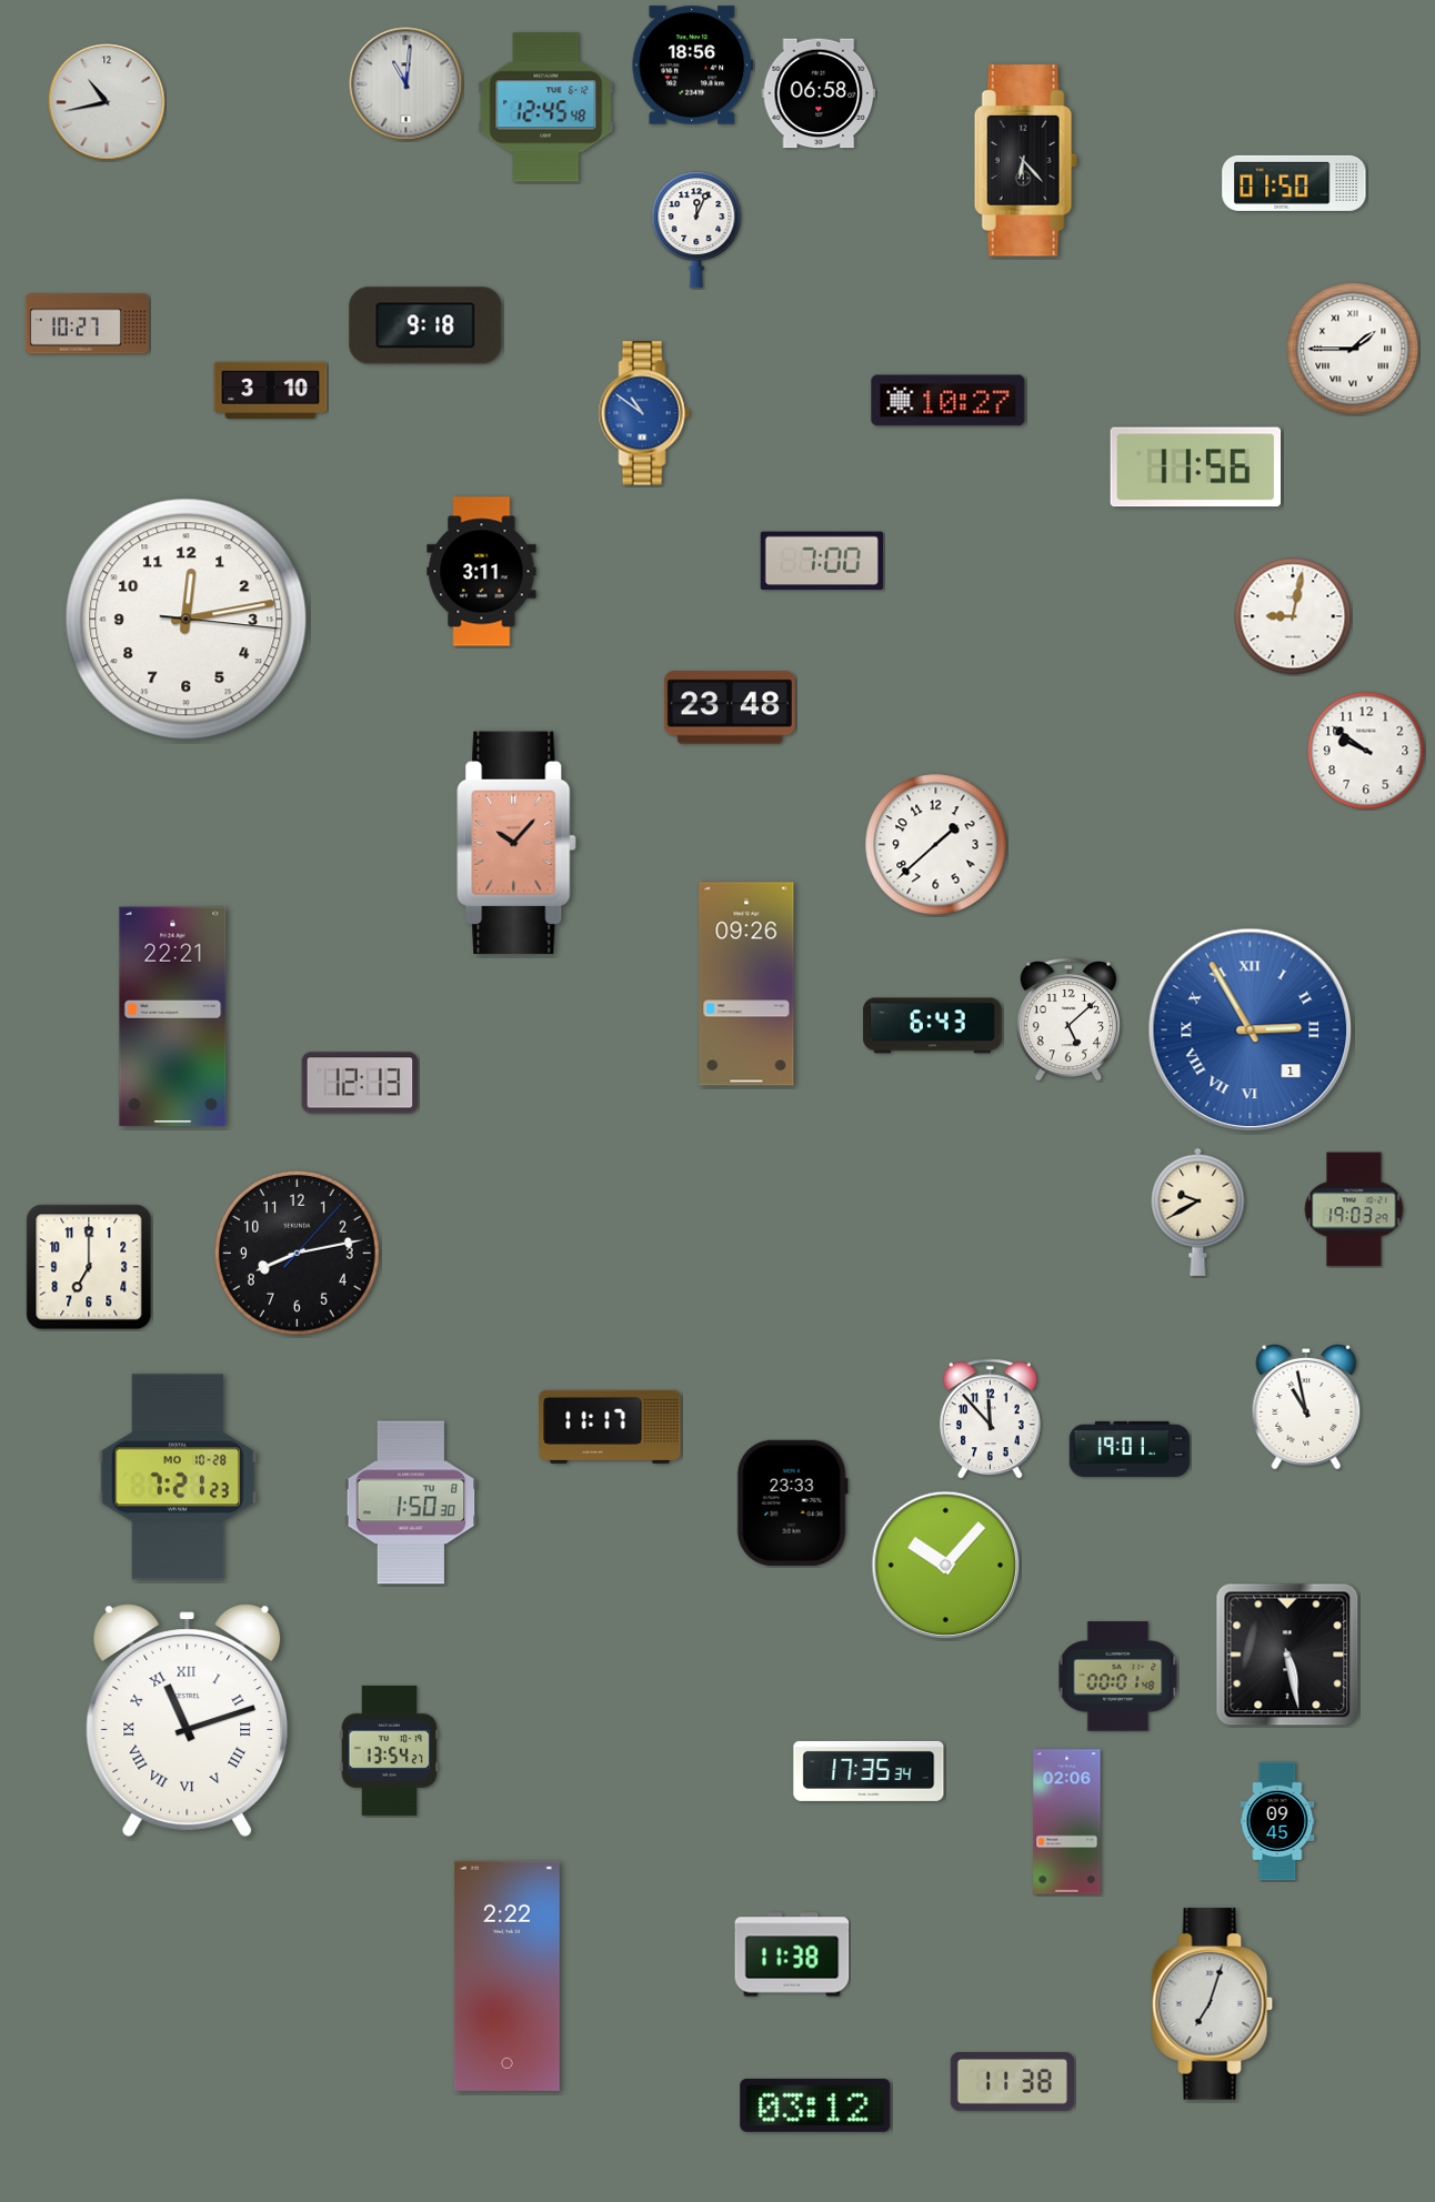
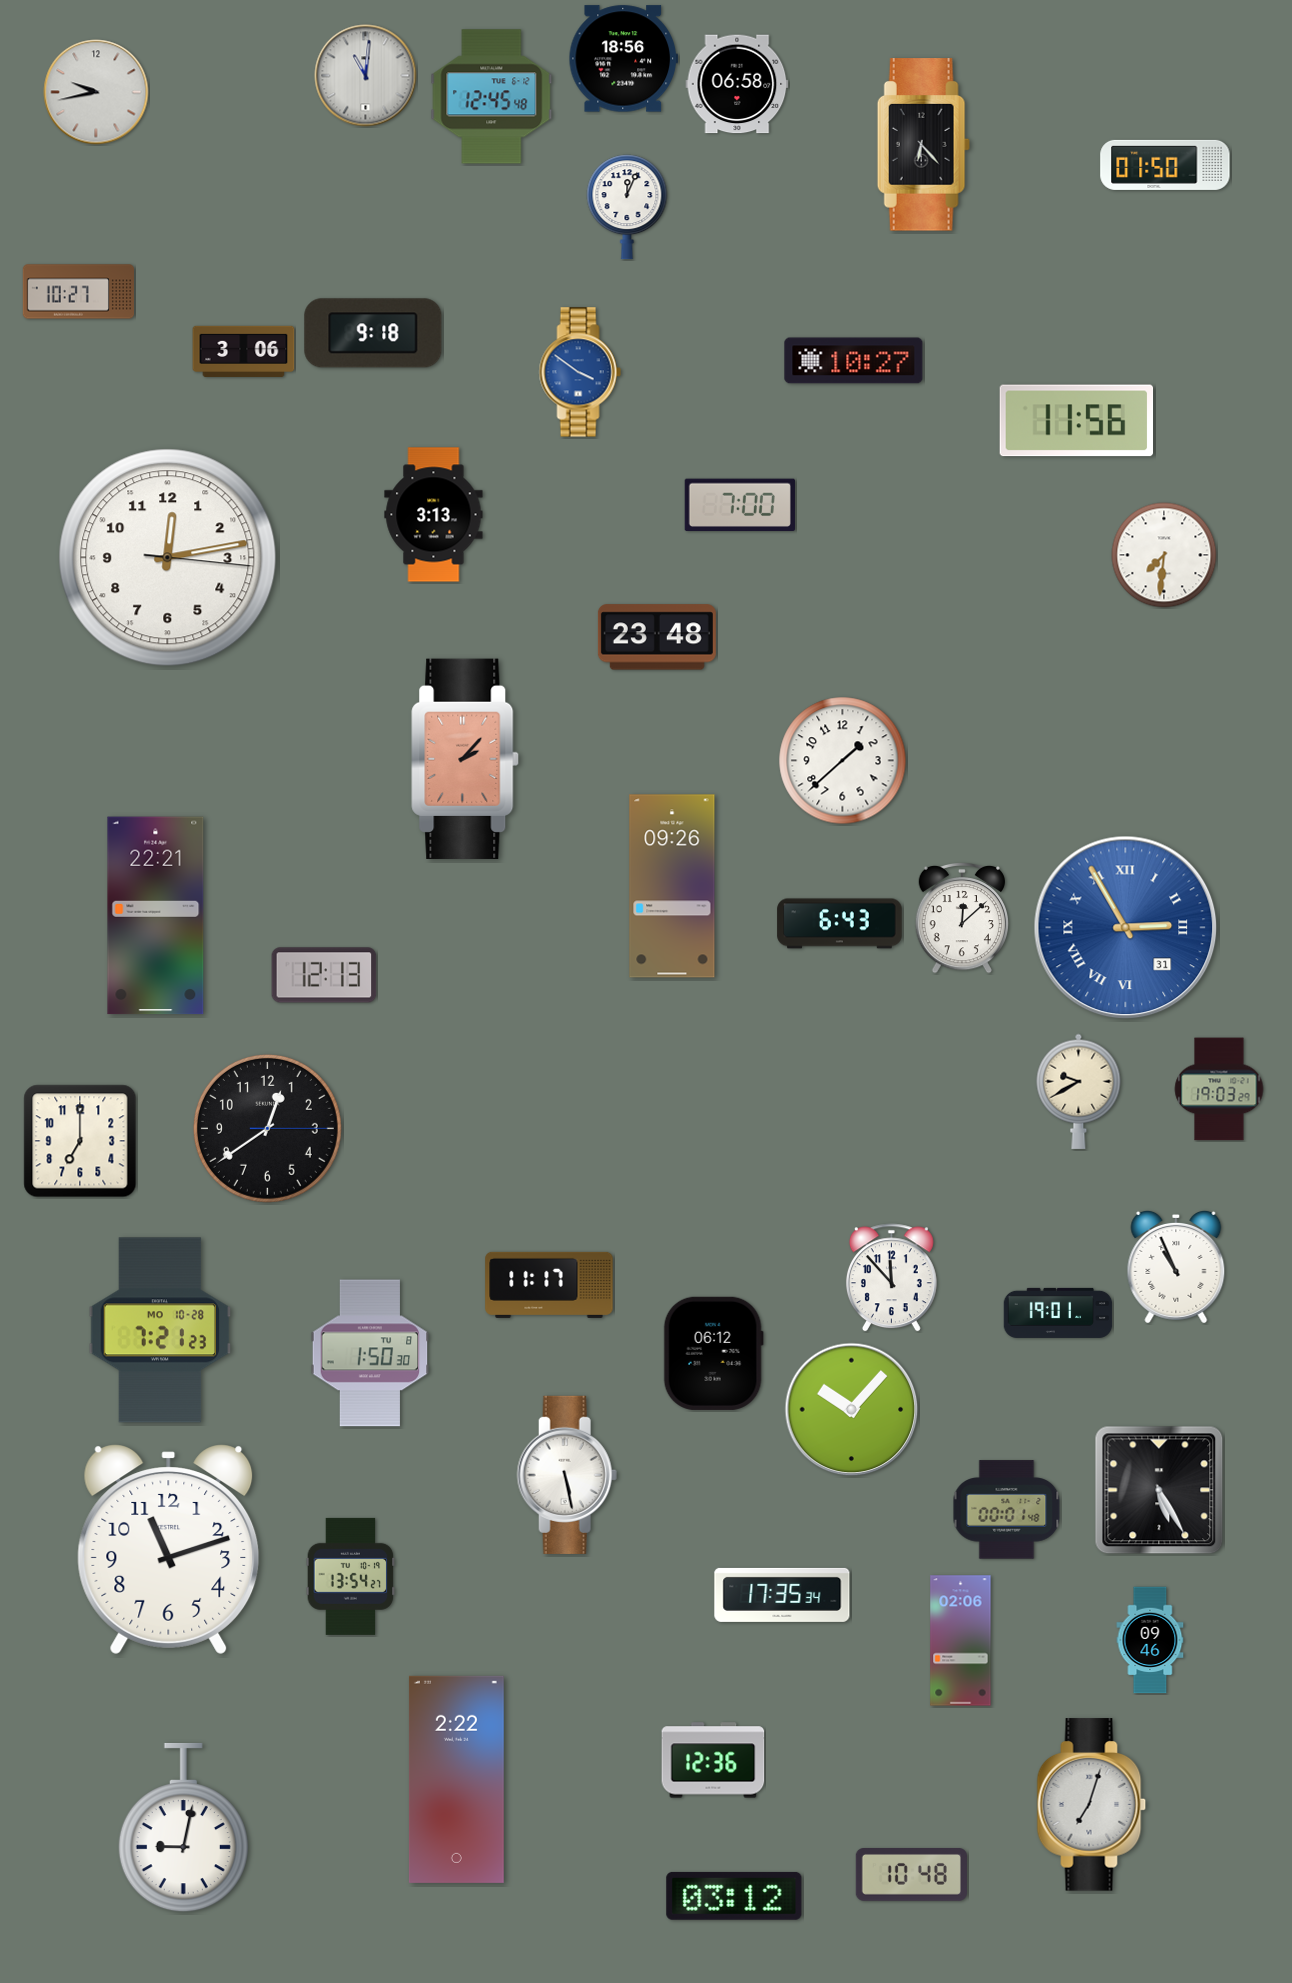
clock at (107, 102): 10:43 -> 9:43
clock at (425, 325) position: (425, 325) -> (373, 333)
clock at (1353, 349): 1:45 -> none
clock at (271, 390): 3:10 -> 3:06
clock at (644, 413): 10:51 -> 3:51
clock at (482, 572): 3:11 -> 3:13
clock at (1293, 616): 9:02 -> 7:31
clock at (1366, 751): 9:51 -> none
clock at (516, 843): 10:07 -> 2:07
clock at (1067, 1019): 5:08 -> 12:08
clock at (1251, 1030) date: 1 -> 31
clock at (297, 1253): 8:13 -> 12:39
clock at (1306, 1407): 10:58 -> 10:56
clock at (1130, 1449) position: (1130, 1449) -> (1058, 1313)
clock at (792, 1502): 23:33 -> 06:12
clock at (567, 1475): none -> 5:28
clock at (1287, 1655): 5:28 -> 5:25
clock at (188, 1720) numerals: Roman -> Arabic
clock at (1277, 1821): 09:45 -> 09:46
clock at (792, 1954): 11:38 -> 12:36
clock at (183, 1828): none -> 9:02
clock at (1012, 2082): 11:38 -> 10:48
